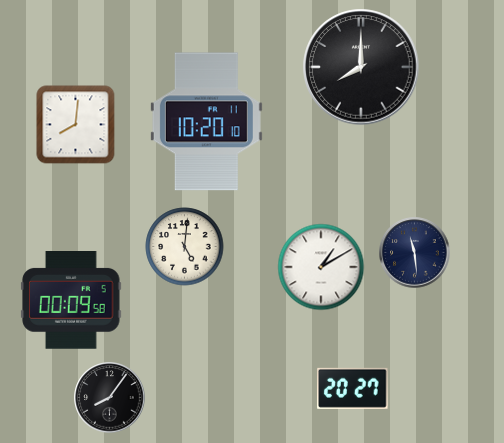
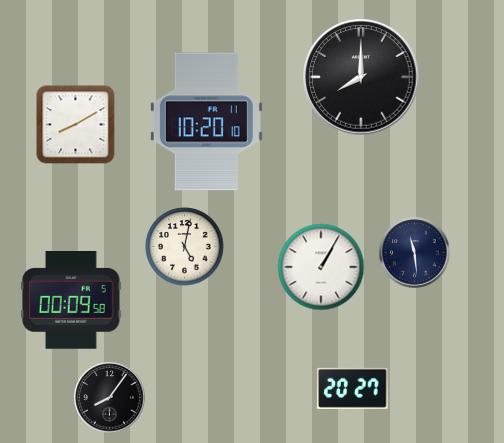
clock at (361, 67) position: (361, 67) -> (361, 77)
clock at (76, 125): 8:01 -> 8:10
clock at (185, 247): 5:01 -> 5:02
clock at (321, 267): 1:10 -> 1:05
